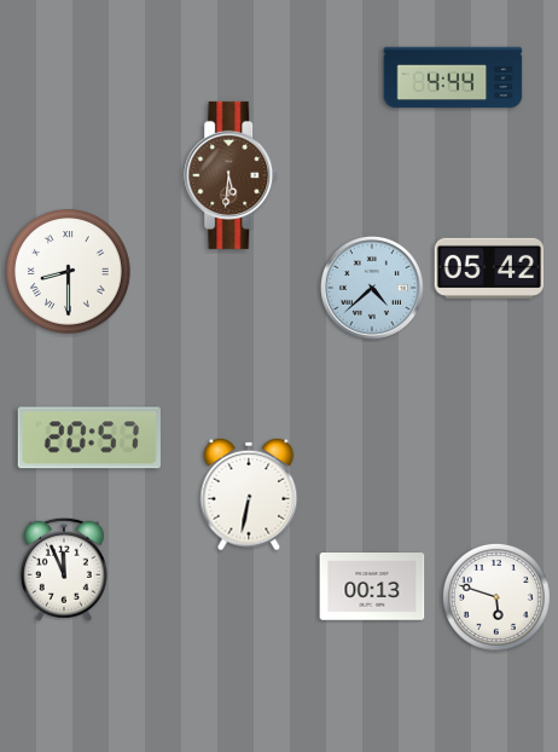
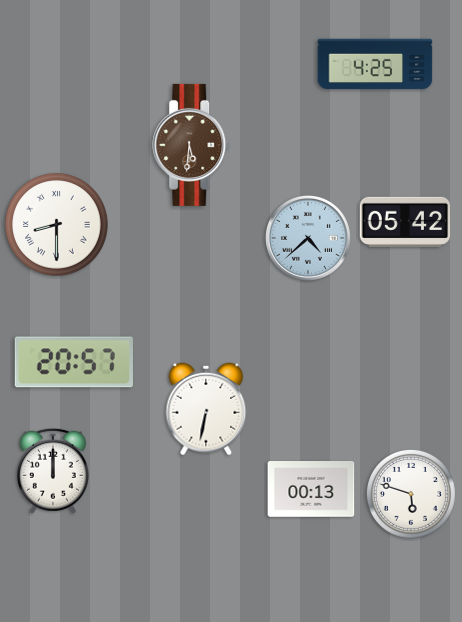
clock at (453, 77): 4:44 -> 4:25
clock at (64, 569): 11:56 -> 12:00
clock at (372, 586) position: (372, 586) -> (311, 489)
